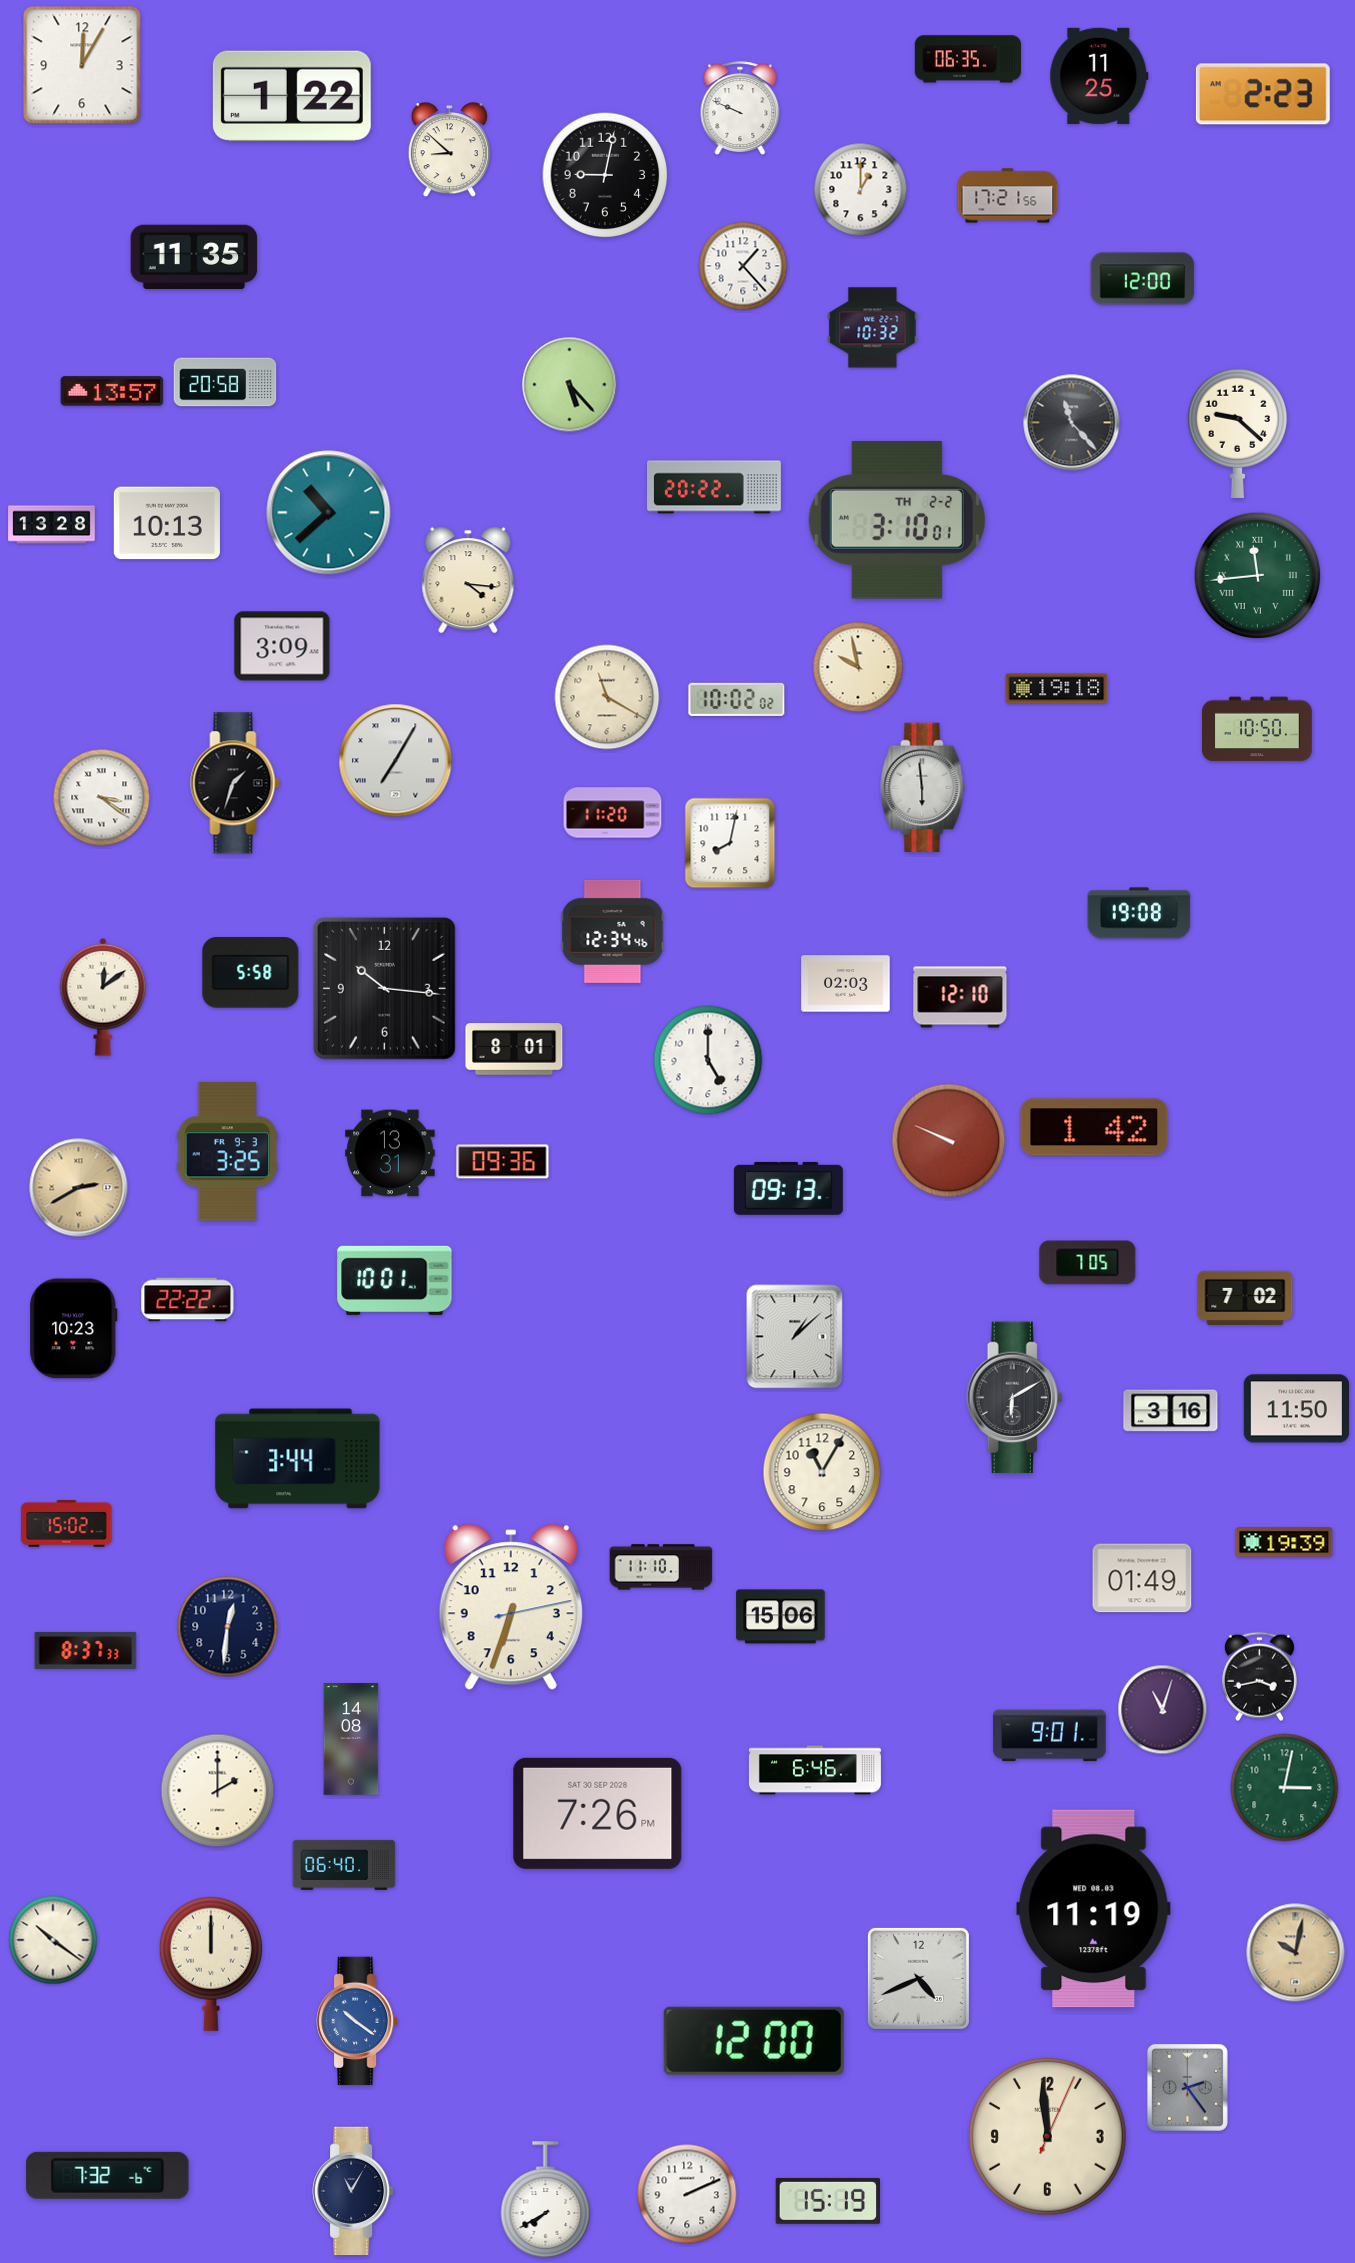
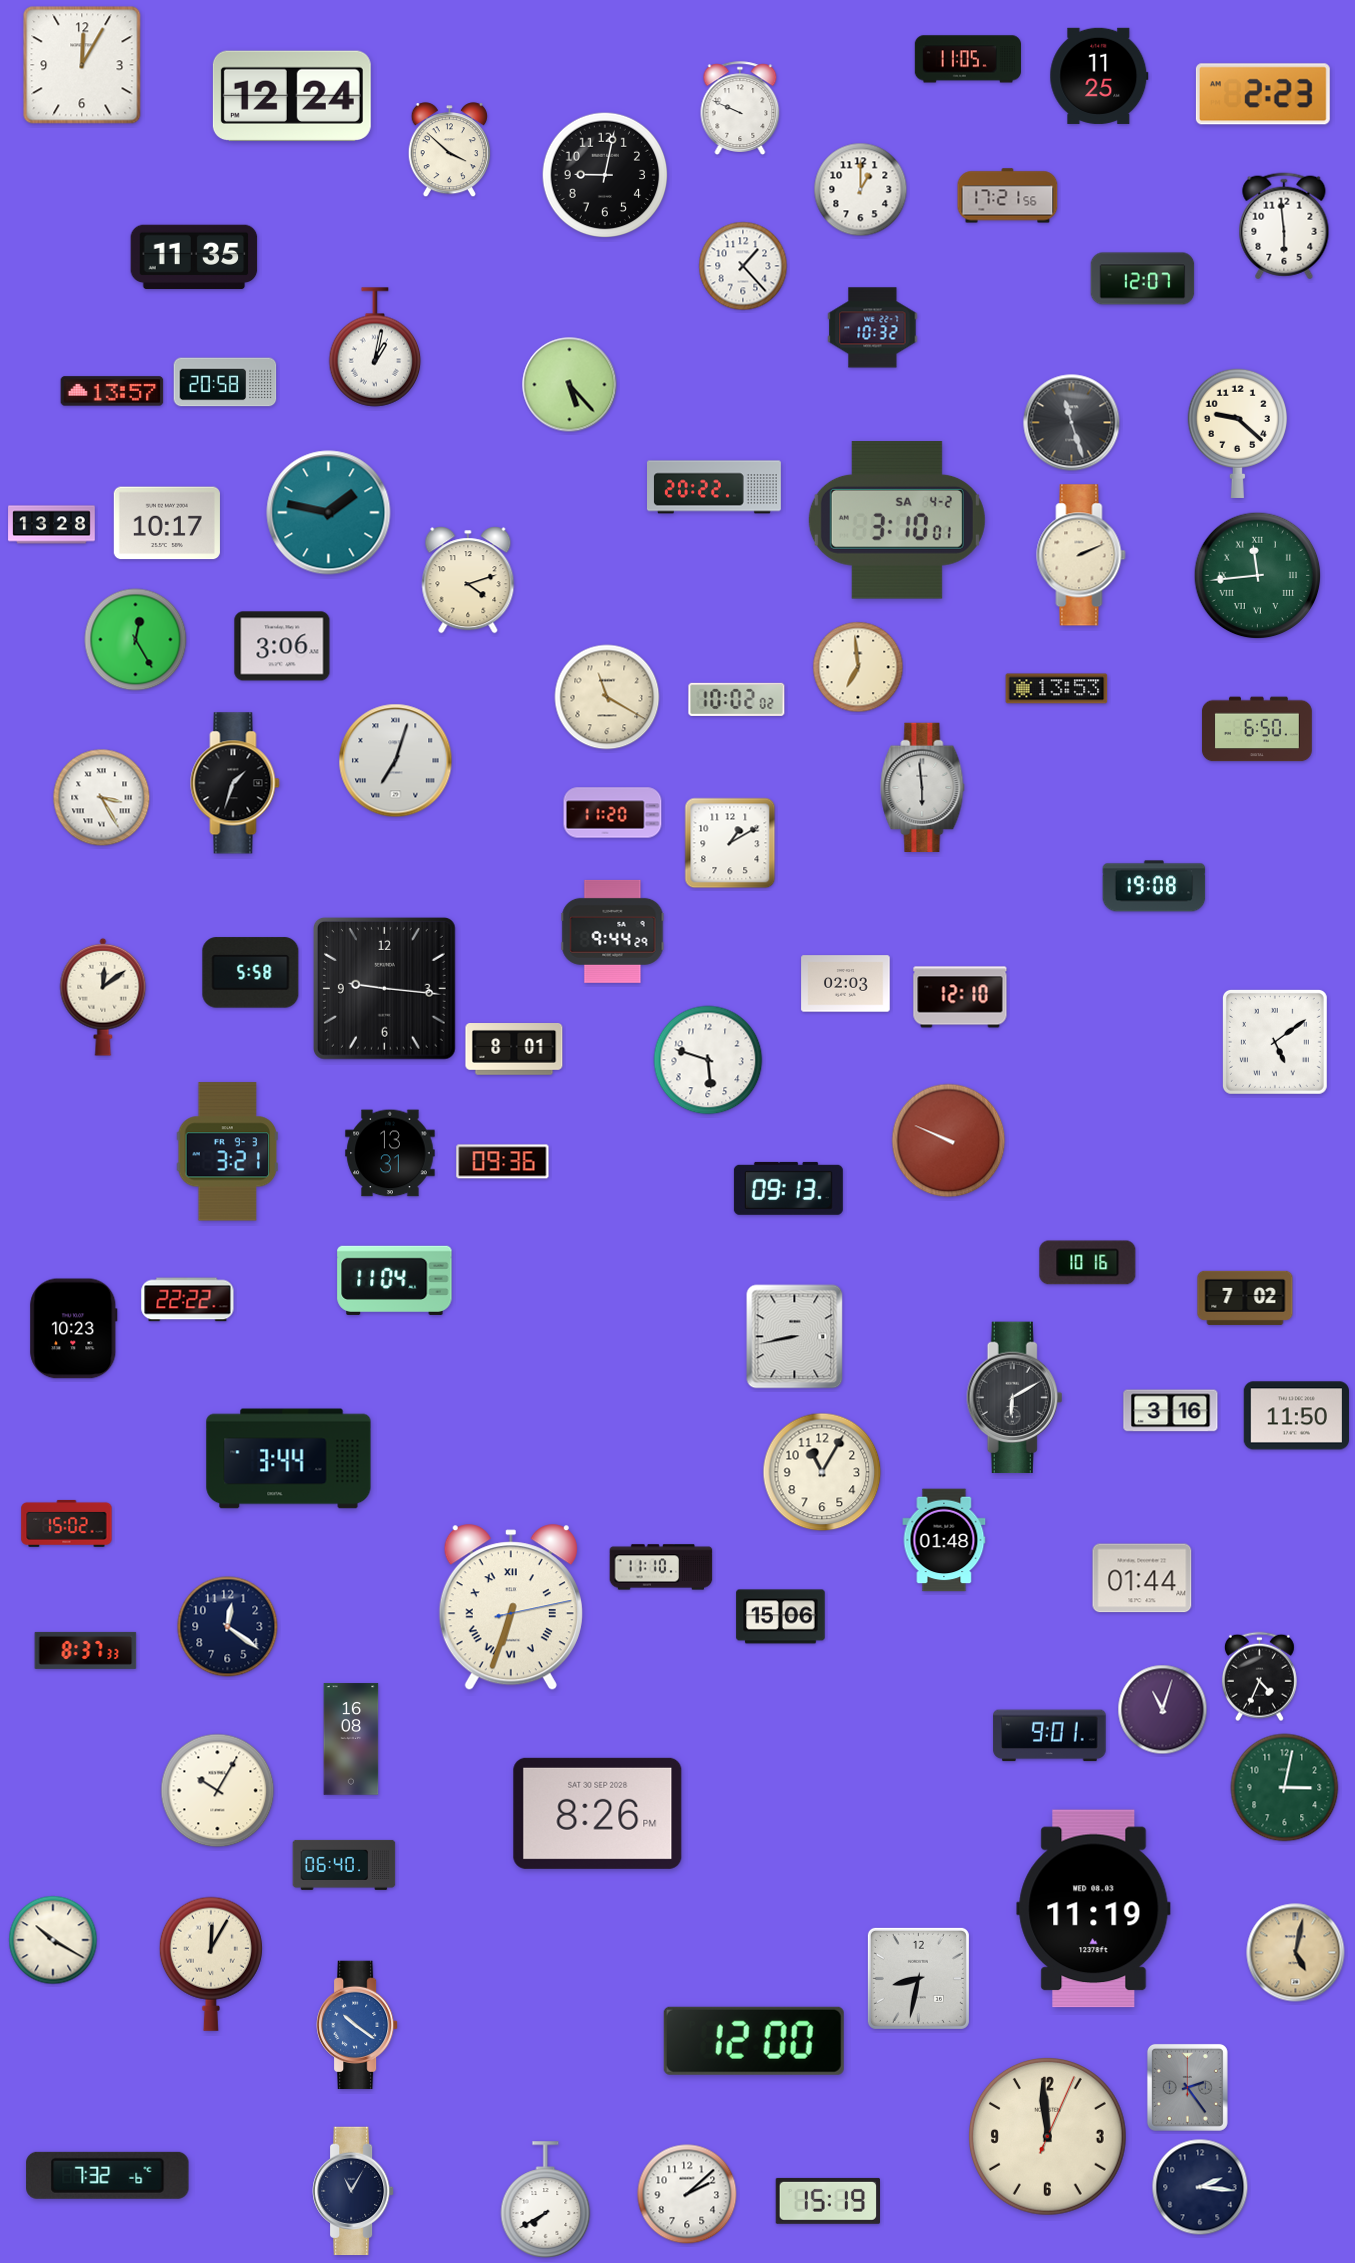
clock at (968, 59): 06:35 -> 11:05
clock at (292, 96): 1:22 -> 12:24
clock at (449, 150): 8:52 -> 3:52
clock at (1284, 226): none -> 5:59
clock at (1143, 279): 12:00 -> 12:07
clock at (375, 347): none -> 1:02
clock at (1072, 423): 11:23 -> 11:27
clock at (329, 513): 10:38 -> 1:47
clock at (897, 520) date: TH 2-2 -> SA 4-2
clock at (167, 523): 10:13 -> 10:17
clock at (1081, 555): none -> 2:11
clock at (468, 580): 4:16 -> 4:12
clock at (136, 640): none -> 12:25
clock at (282, 646): 3:09 -> 3:06
clock at (858, 667): 9:58 -> 6:59
clock at (1057, 689): 19:18 -> 13:53
clock at (1257, 729): 10:50 -> 6:50
clock at (396, 761): 7:05 -> 7:03
clock at (102, 798): 3:21 -> 3:25
clock at (730, 843): 8:02 -> 1:10
clock at (1139, 913) position: (1139, 913) -> (1154, 886)
clock at (613, 931): 12:34 -> 9:44
clock at (384, 988): 10:16 -> 9:16
clock at (1275, 1042): none -> 5:09
clock at (708, 1060): 5:00 -> 5:48
clock at (1094, 1127): 1:42 -> none
clock at (228, 1152): 3:25 -> 3:21
clock at (79, 1188): 2:40 -> none
clock at (1088, 1263): 7:05 -> 10:16
clock at (395, 1280): 10:01 -> 11:04
clock at (795, 1337): 1:08 -> 8:43
clock at (1296, 1409) position: (1296, 1409) -> (1296, 1416)
clock at (298, 1459) position: (298, 1459) -> (289, 1459)
clock at (944, 1540): none -> 01:48
clock at (1284, 1542): 19:39 -> none
clock at (1142, 1578): 01:49 -> 01:44
clock at (511, 1608) numerals: Arabic -> Roman
clock at (228, 1627): 12:31 -> 12:21
clock at (1259, 1677): 3:43 -> 4:34
clock at (351, 1739): 14:08 -> 16:08
clock at (815, 1770): 6:46 -> none
clock at (218, 1791): 2:00 -> 10:05
clock at (598, 1813): 7:26 -> 8:26
clock at (53, 1940): 10:21 -> 10:20
clock at (1296, 1953): 10:02 -> 5:02
clock at (211, 1964): 12:00 -> 12:05
clock at (918, 1978): 4:41 -> 8:32
clock at (357, 2021) position: (357, 2021) -> (357, 2025)
clock at (1200, 2187): none -> 2:16
clock at (687, 2194): 2:11 -> 2:08
